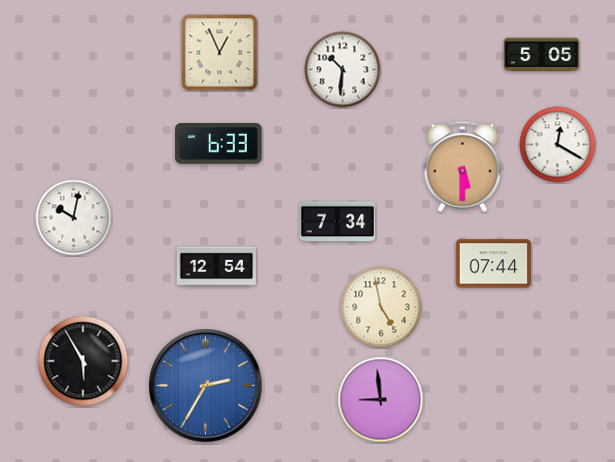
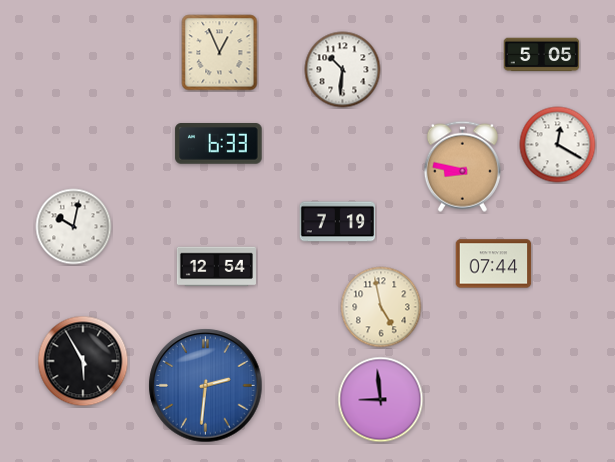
clock at (462, 166): 5:30 -> 8:47
clock at (74, 218) position: (74, 218) -> (74, 227)
clock at (338, 222): 7:34 -> 7:19
clock at (206, 386): 2:35 -> 2:31
